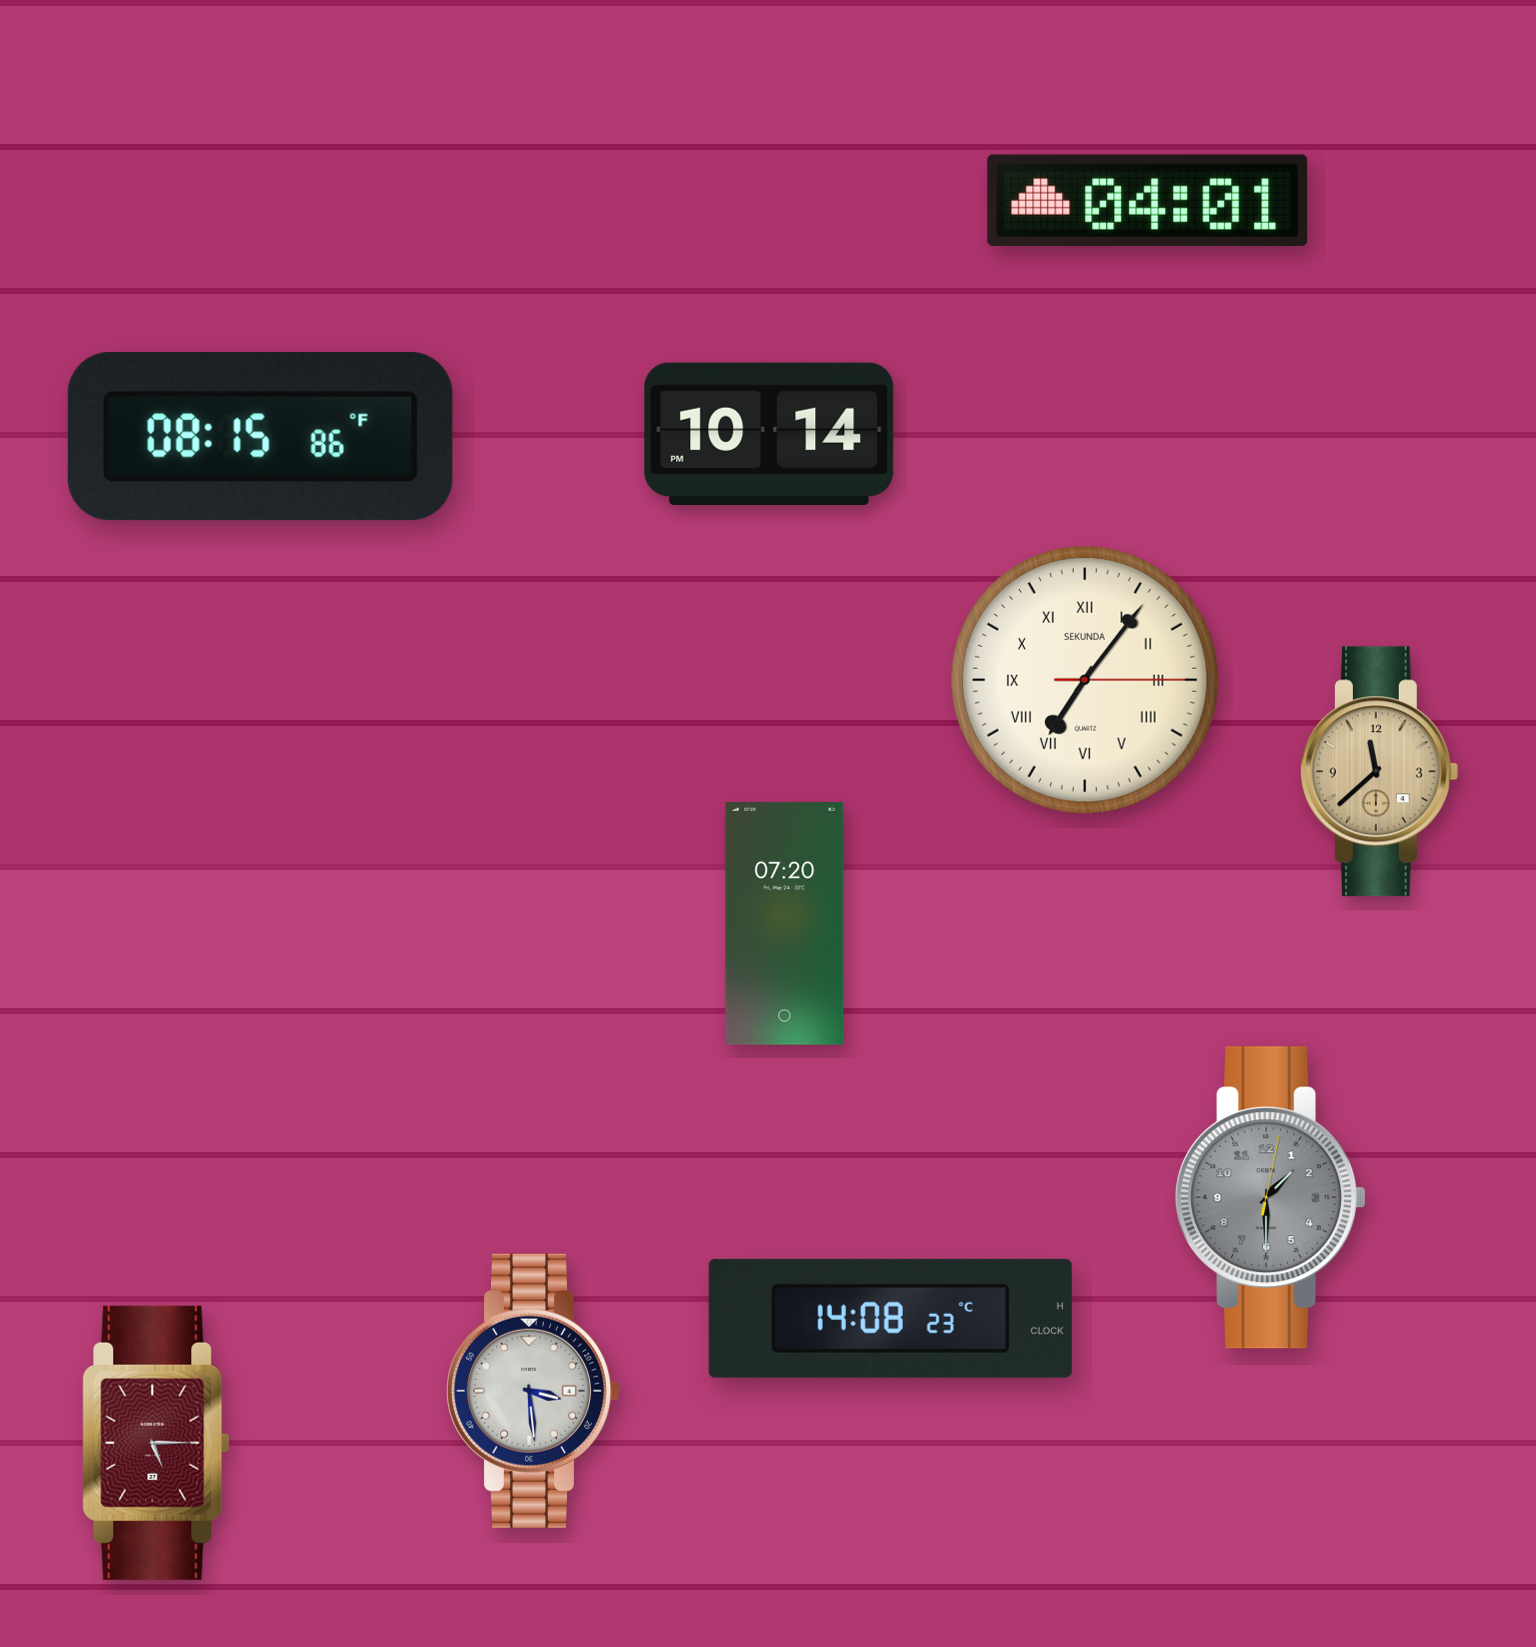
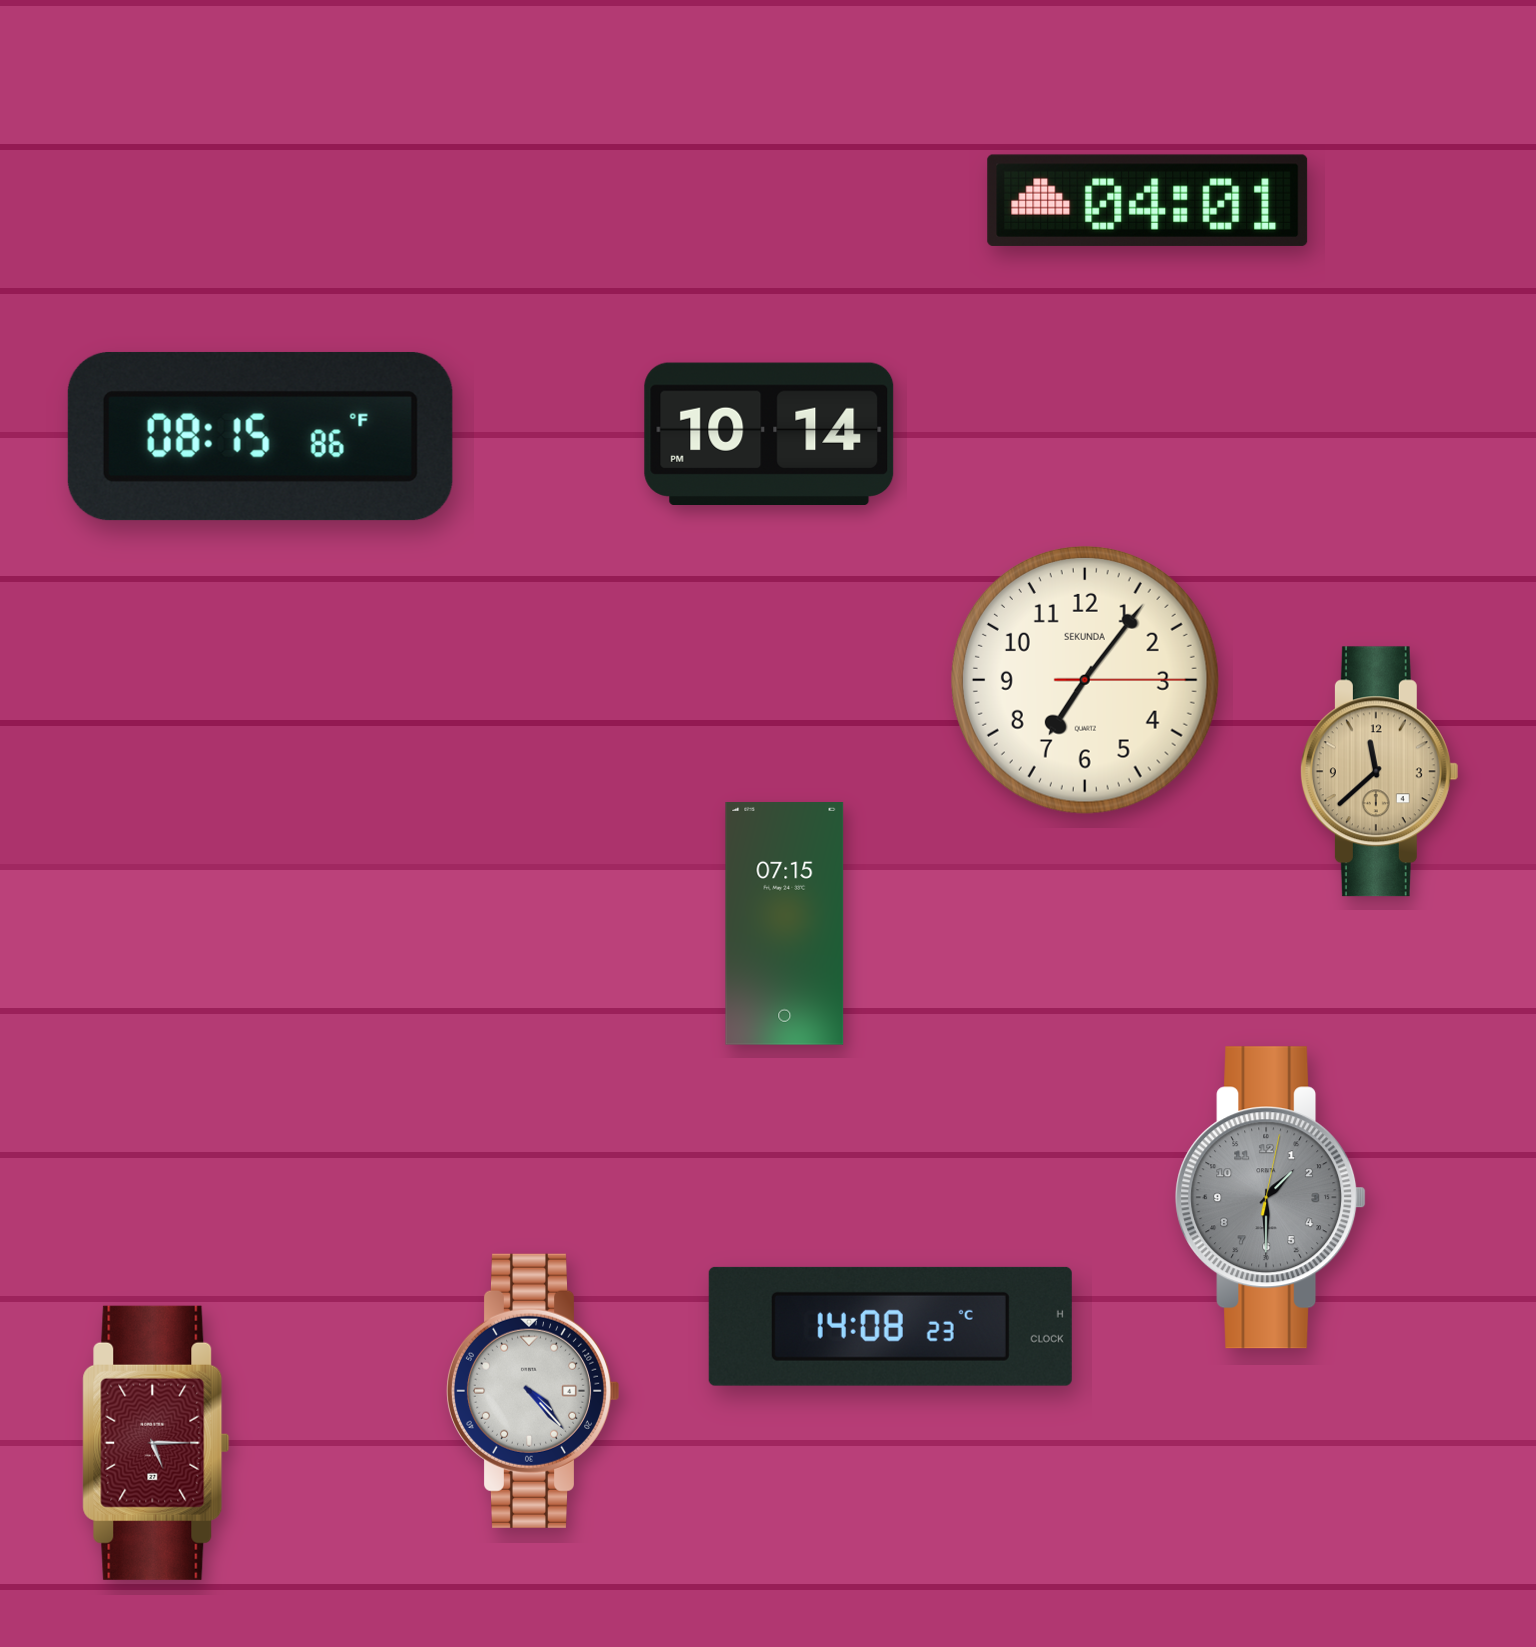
clock at (1085, 680) numerals: Roman -> Arabic
clock at (785, 924): 07:20 -> 07:15
clock at (890, 1318) position: (890, 1318) -> (890, 1326)
clock at (532, 1391): 3:29 -> 4:23
